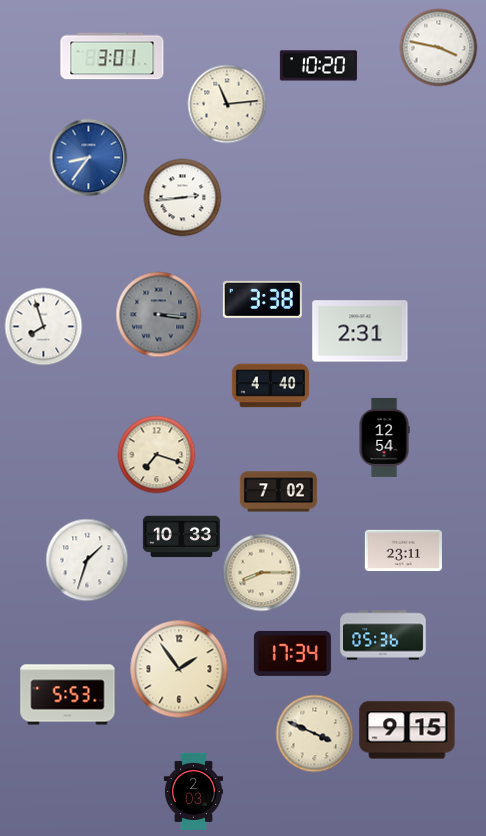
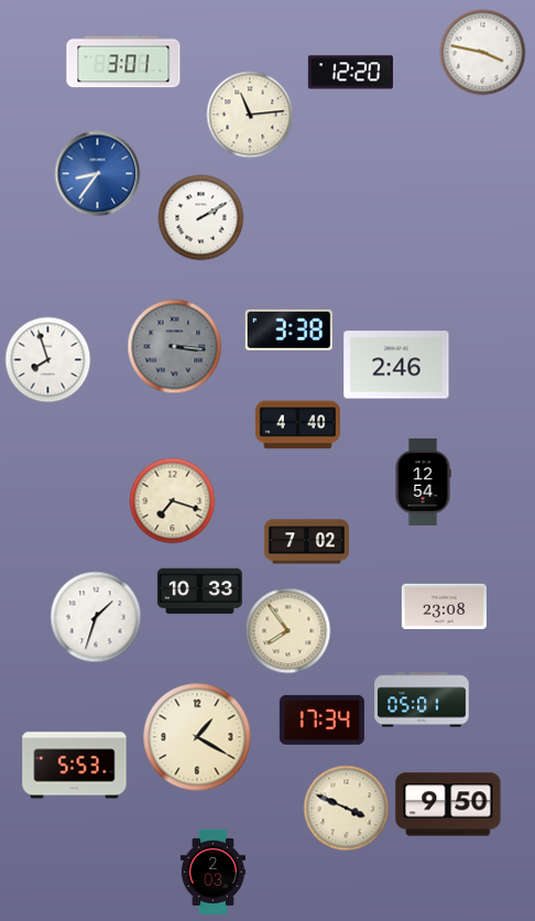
clock at (318, 66): 10:20 -> 12:20
clock at (182, 197): 2:44 -> 2:10
clock at (360, 331): 2:31 -> 2:46
clock at (403, 551): 23:11 -> 23:08
clock at (261, 572): 8:15 -> 7:54
clock at (383, 635): 05:36 -> 05:01
clock at (179, 669): 1:54 -> 1:20
clock at (407, 730): 9:15 -> 9:50
